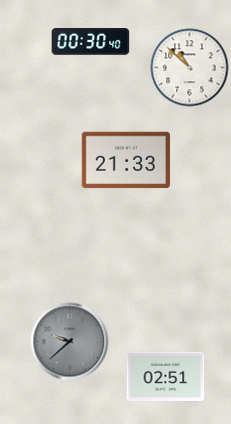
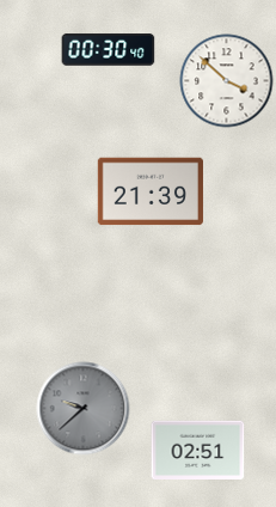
clock at (189, 67): 10:52 -> 3:52
clock at (126, 160): 21:33 -> 21:39
